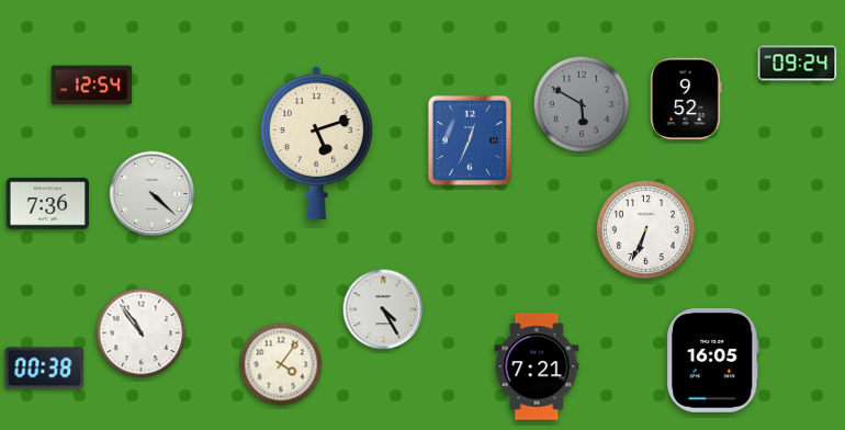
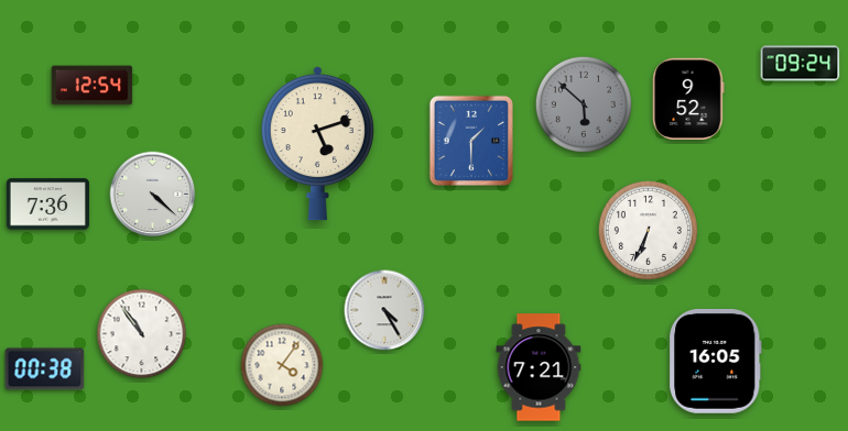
clock at (581, 103): 5:50 -> 5:52
clock at (470, 140): 12:34 -> 1:30
